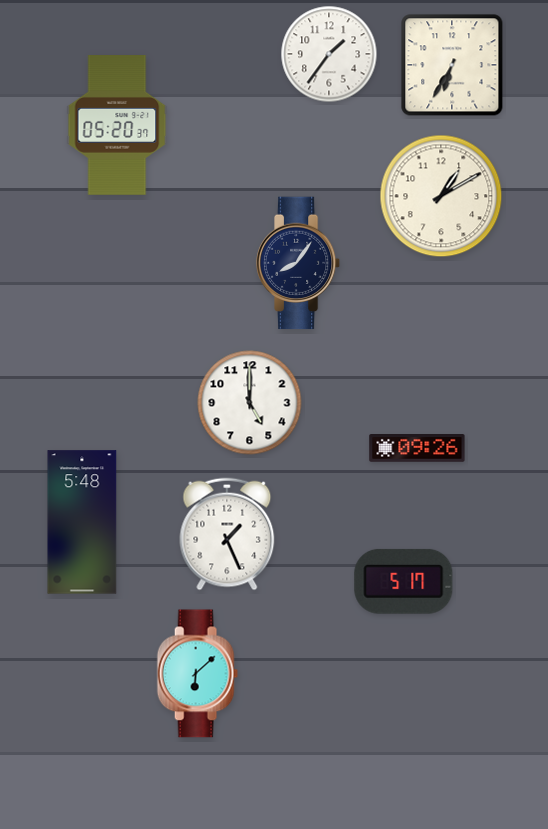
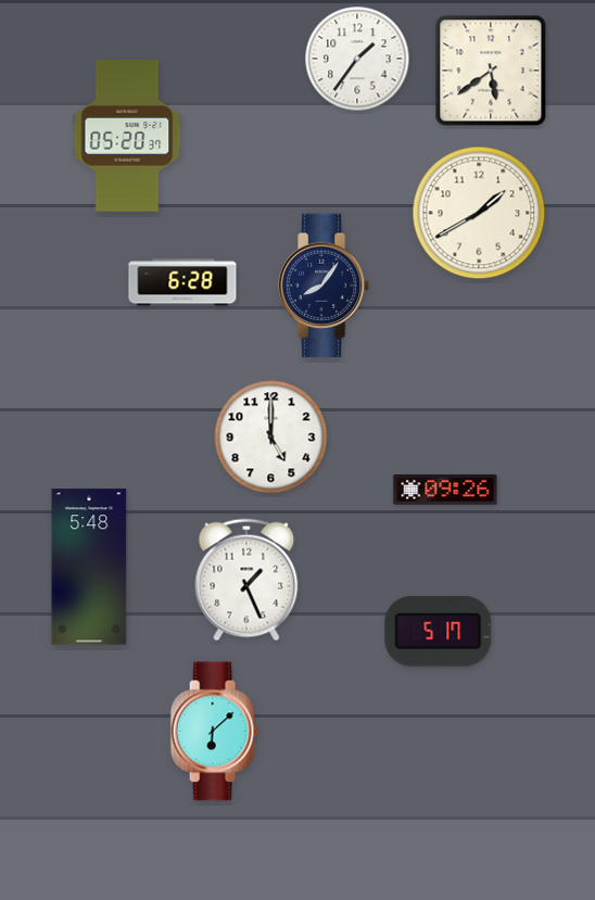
clock at (452, 65): 6:35 -> 5:39
clock at (441, 196): 1:10 -> 1:40
clock at (182, 282): none -> 6:28
clock at (417, 449) position: (417, 449) -> (445, 491)
